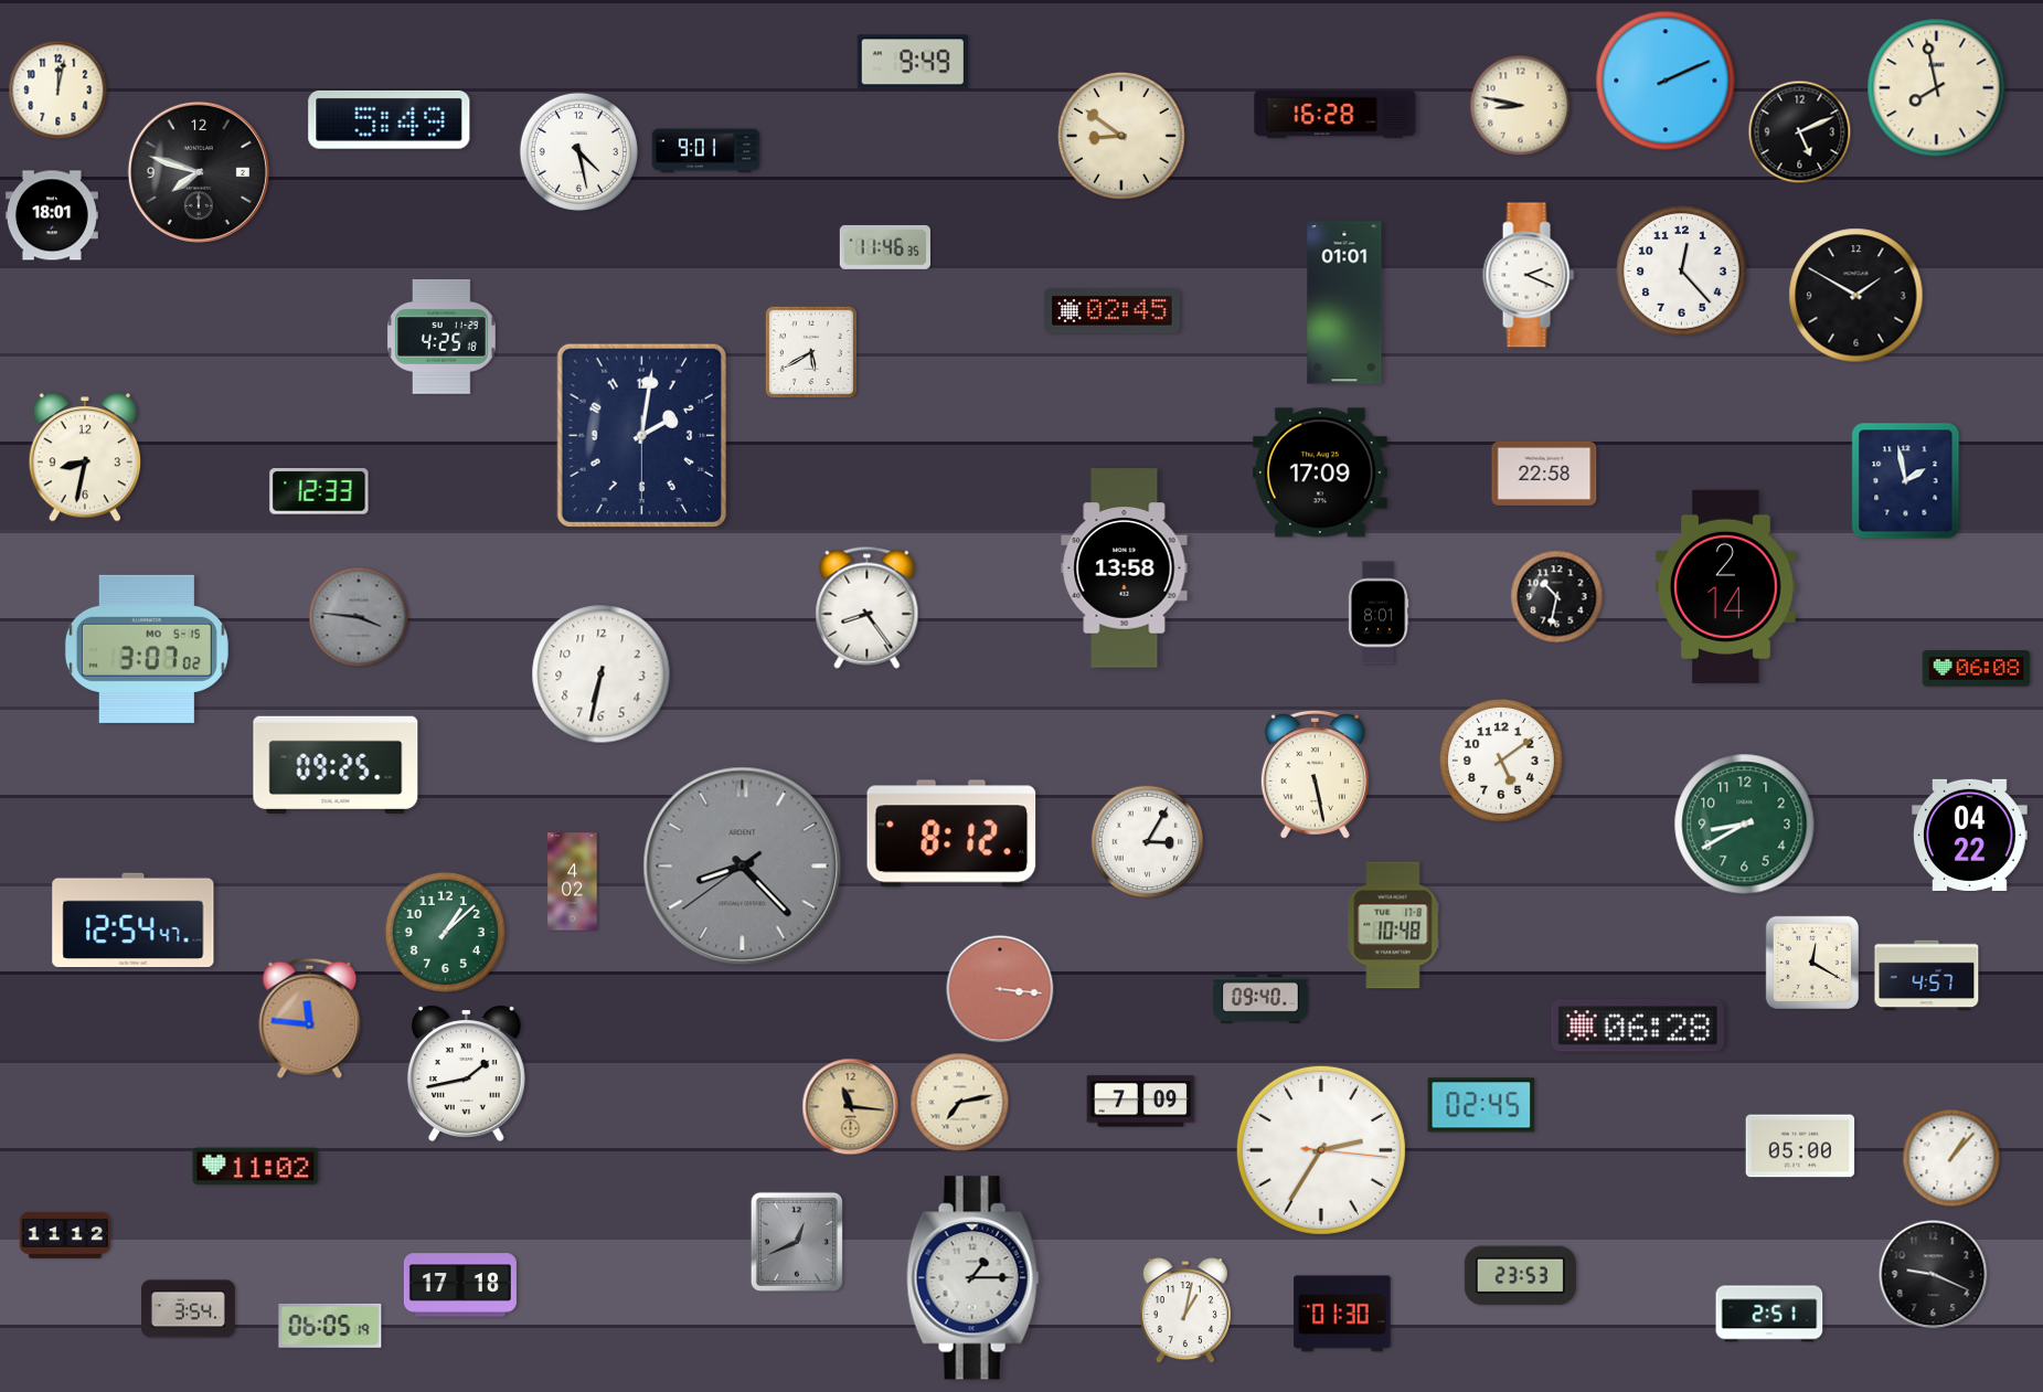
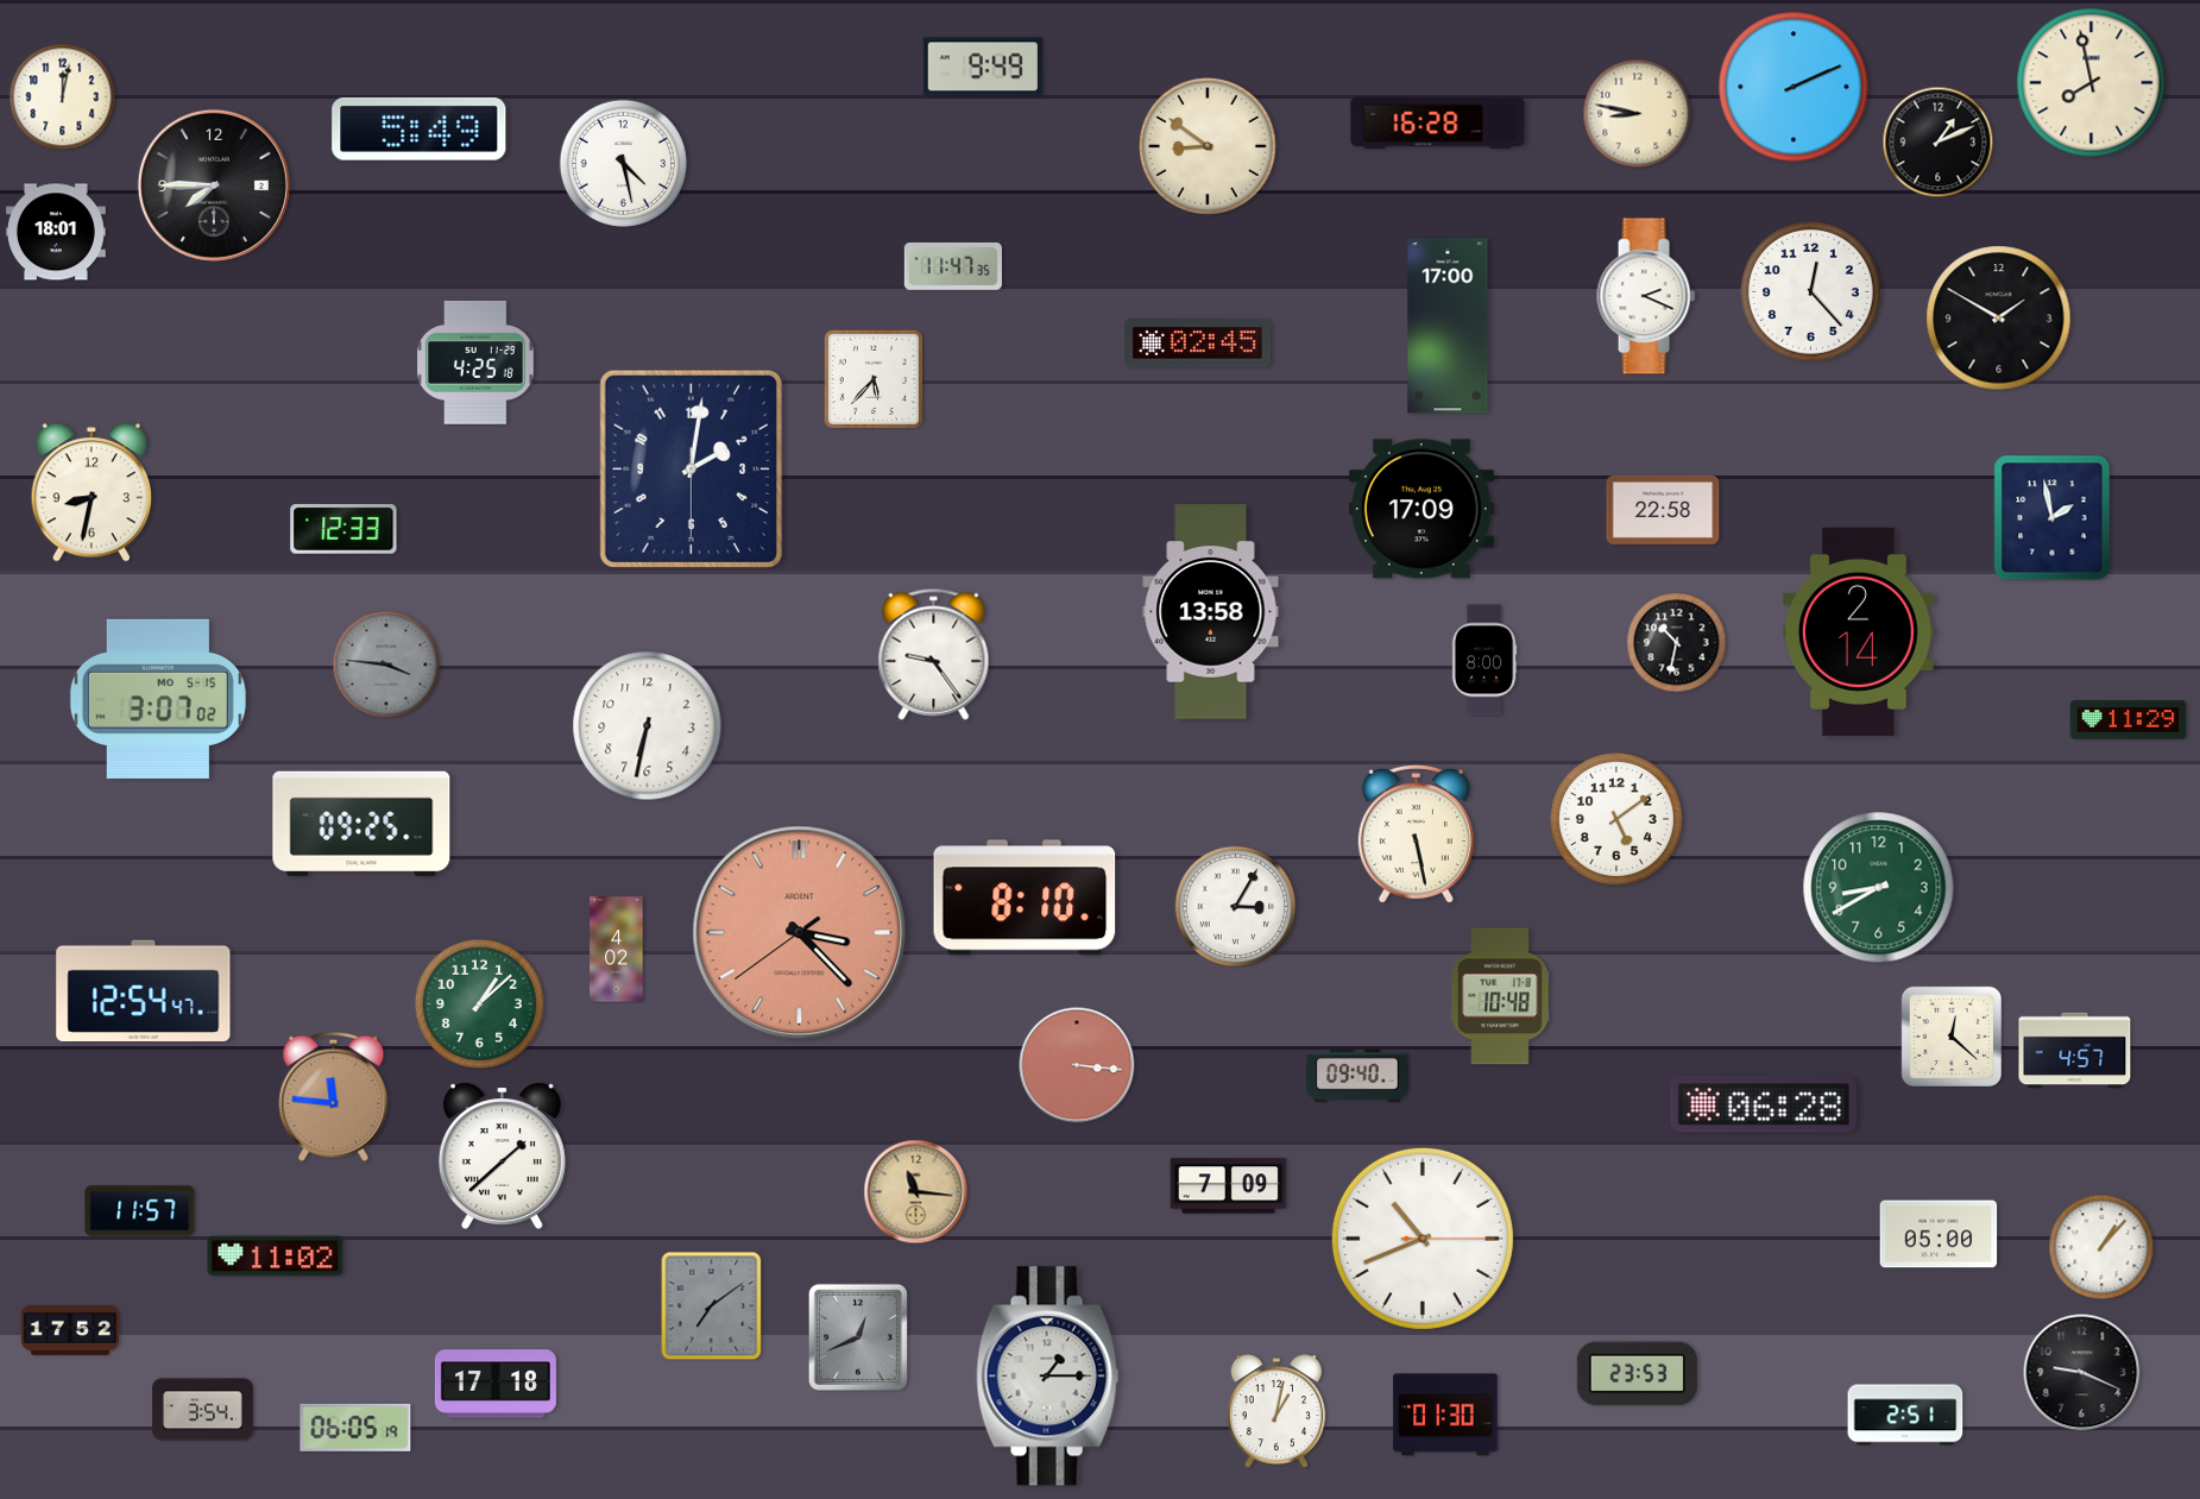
clock at (1937, 88) position: (1937, 88) -> (2092, 83)
clock at (1800, 132): 5:11 -> 1:11
clock at (706, 151): 9:01 -> none
clock at (199, 172): 7:48 -> 7:45
clock at (885, 247): 11:46 -> 11:47
clock at (1344, 302): 01:01 -> 17:00
clock at (1113, 311) position: (1113, 311) -> (1198, 344)
clock at (811, 352): 5:40 -> 5:37
clock at (868, 607): 8:24 -> 9:24
clock at (1379, 613): 8:01 -> 8:00
clock at (1977, 669): 06:08 -> 11:29
clock at (951, 833): 8:12 -> 8:10
clock at (1970, 835): 04:22 -> none
clock at (743, 867): 8:22 -> 3:22
clock at (743, 867) dial: grey -> salmon
clock at (1812, 963): 12:20 -> 12:22
clock at (466, 1073): 1:43 -> 1:38
clock at (960, 1103): 7:13 -> none
clock at (1481, 1105): 02:45 -> none
clock at (140, 1211): none -> 11:57
clock at (1321, 1150): 2:35 -> 10:41
clock at (712, 1306): none -> 7:09
clock at (65, 1235): 11:12 -> 17:52
